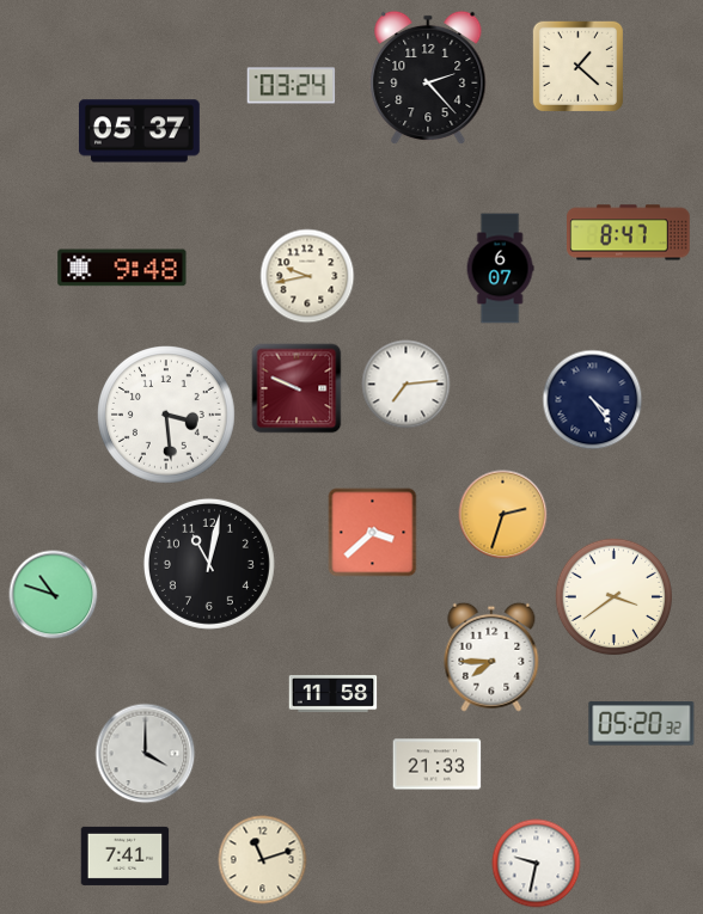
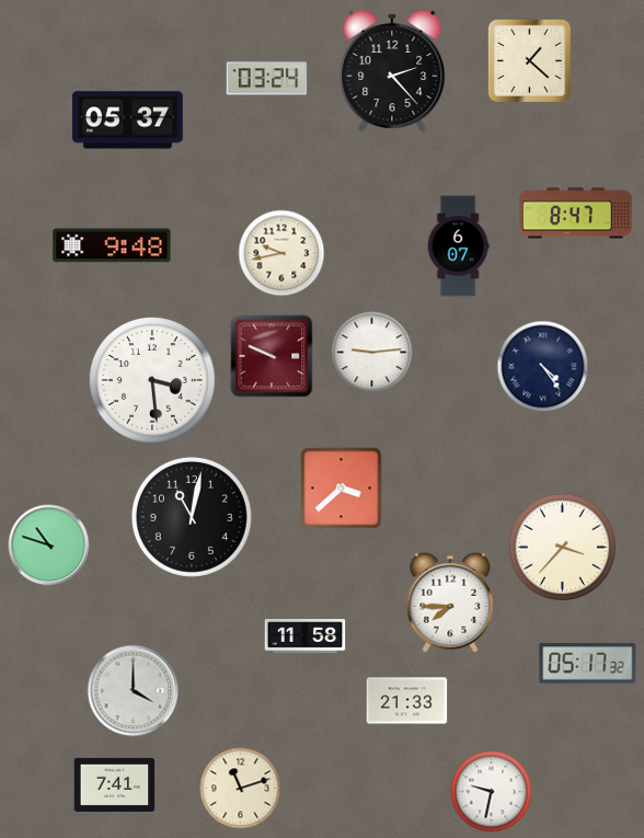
clock at (406, 385): 7:14 -> 9:14
clock at (503, 515): 2:33 -> none
clock at (615, 597): 3:39 -> 3:37
clock at (642, 724): 05:20 -> 05:17
clock at (438, 765) position: (438, 765) -> (407, 701)
